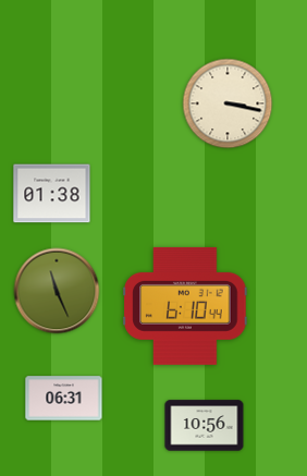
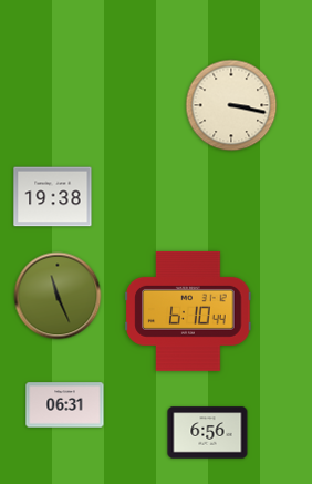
clock at (52, 194): 01:38 -> 19:38
clock at (205, 426): 10:56 -> 6:56
